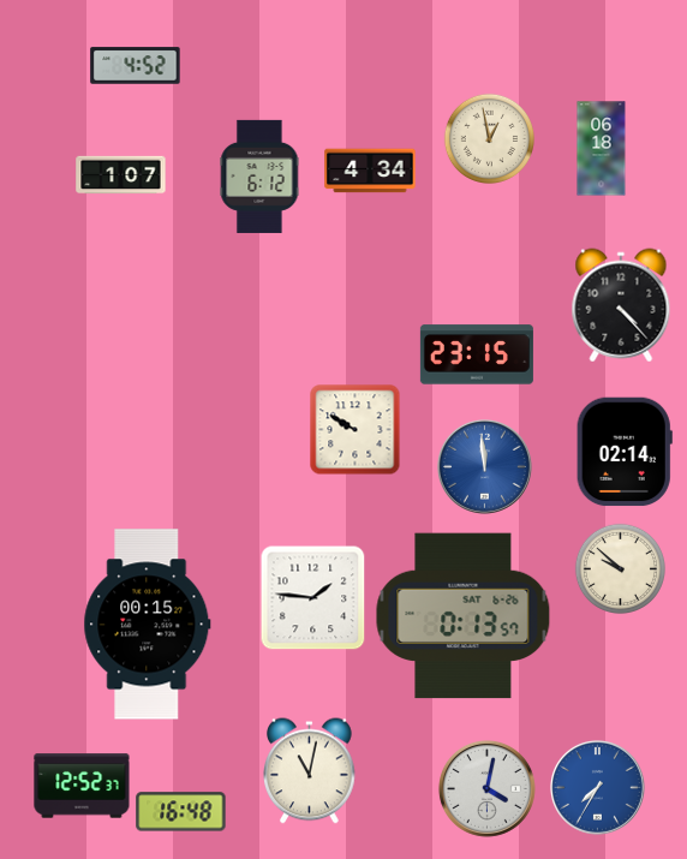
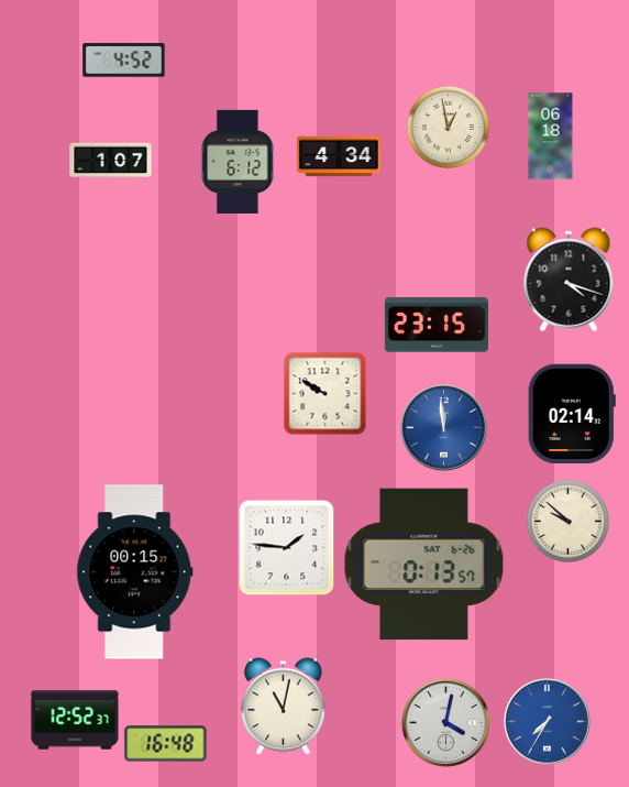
clock at (621, 305): 4:23 -> 4:18
